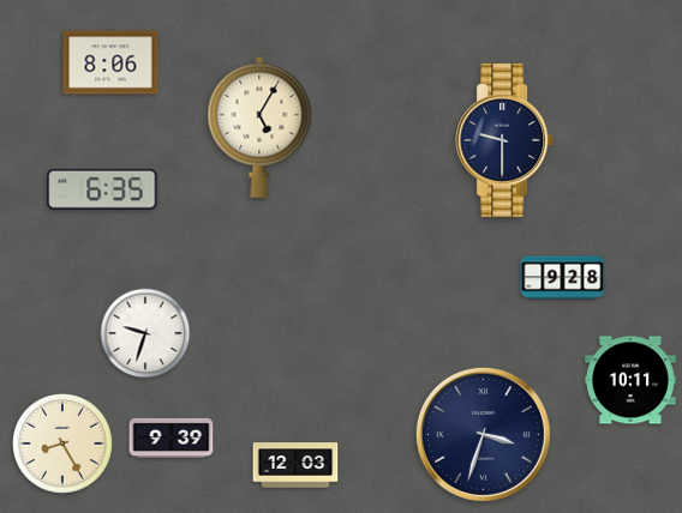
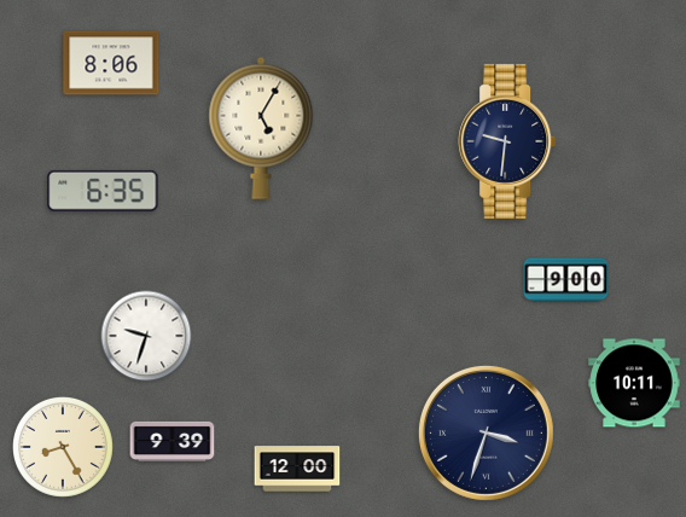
clock at (504, 140): 9:30 -> 9:31
clock at (563, 278): 9:28 -> 9:00
clock at (483, 434) position: (483, 434) -> (486, 432)
clock at (295, 465): 12:03 -> 12:00
